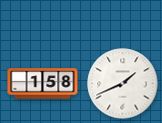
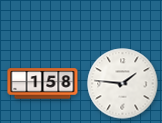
clock at (123, 84): 1:41 -> 1:46
